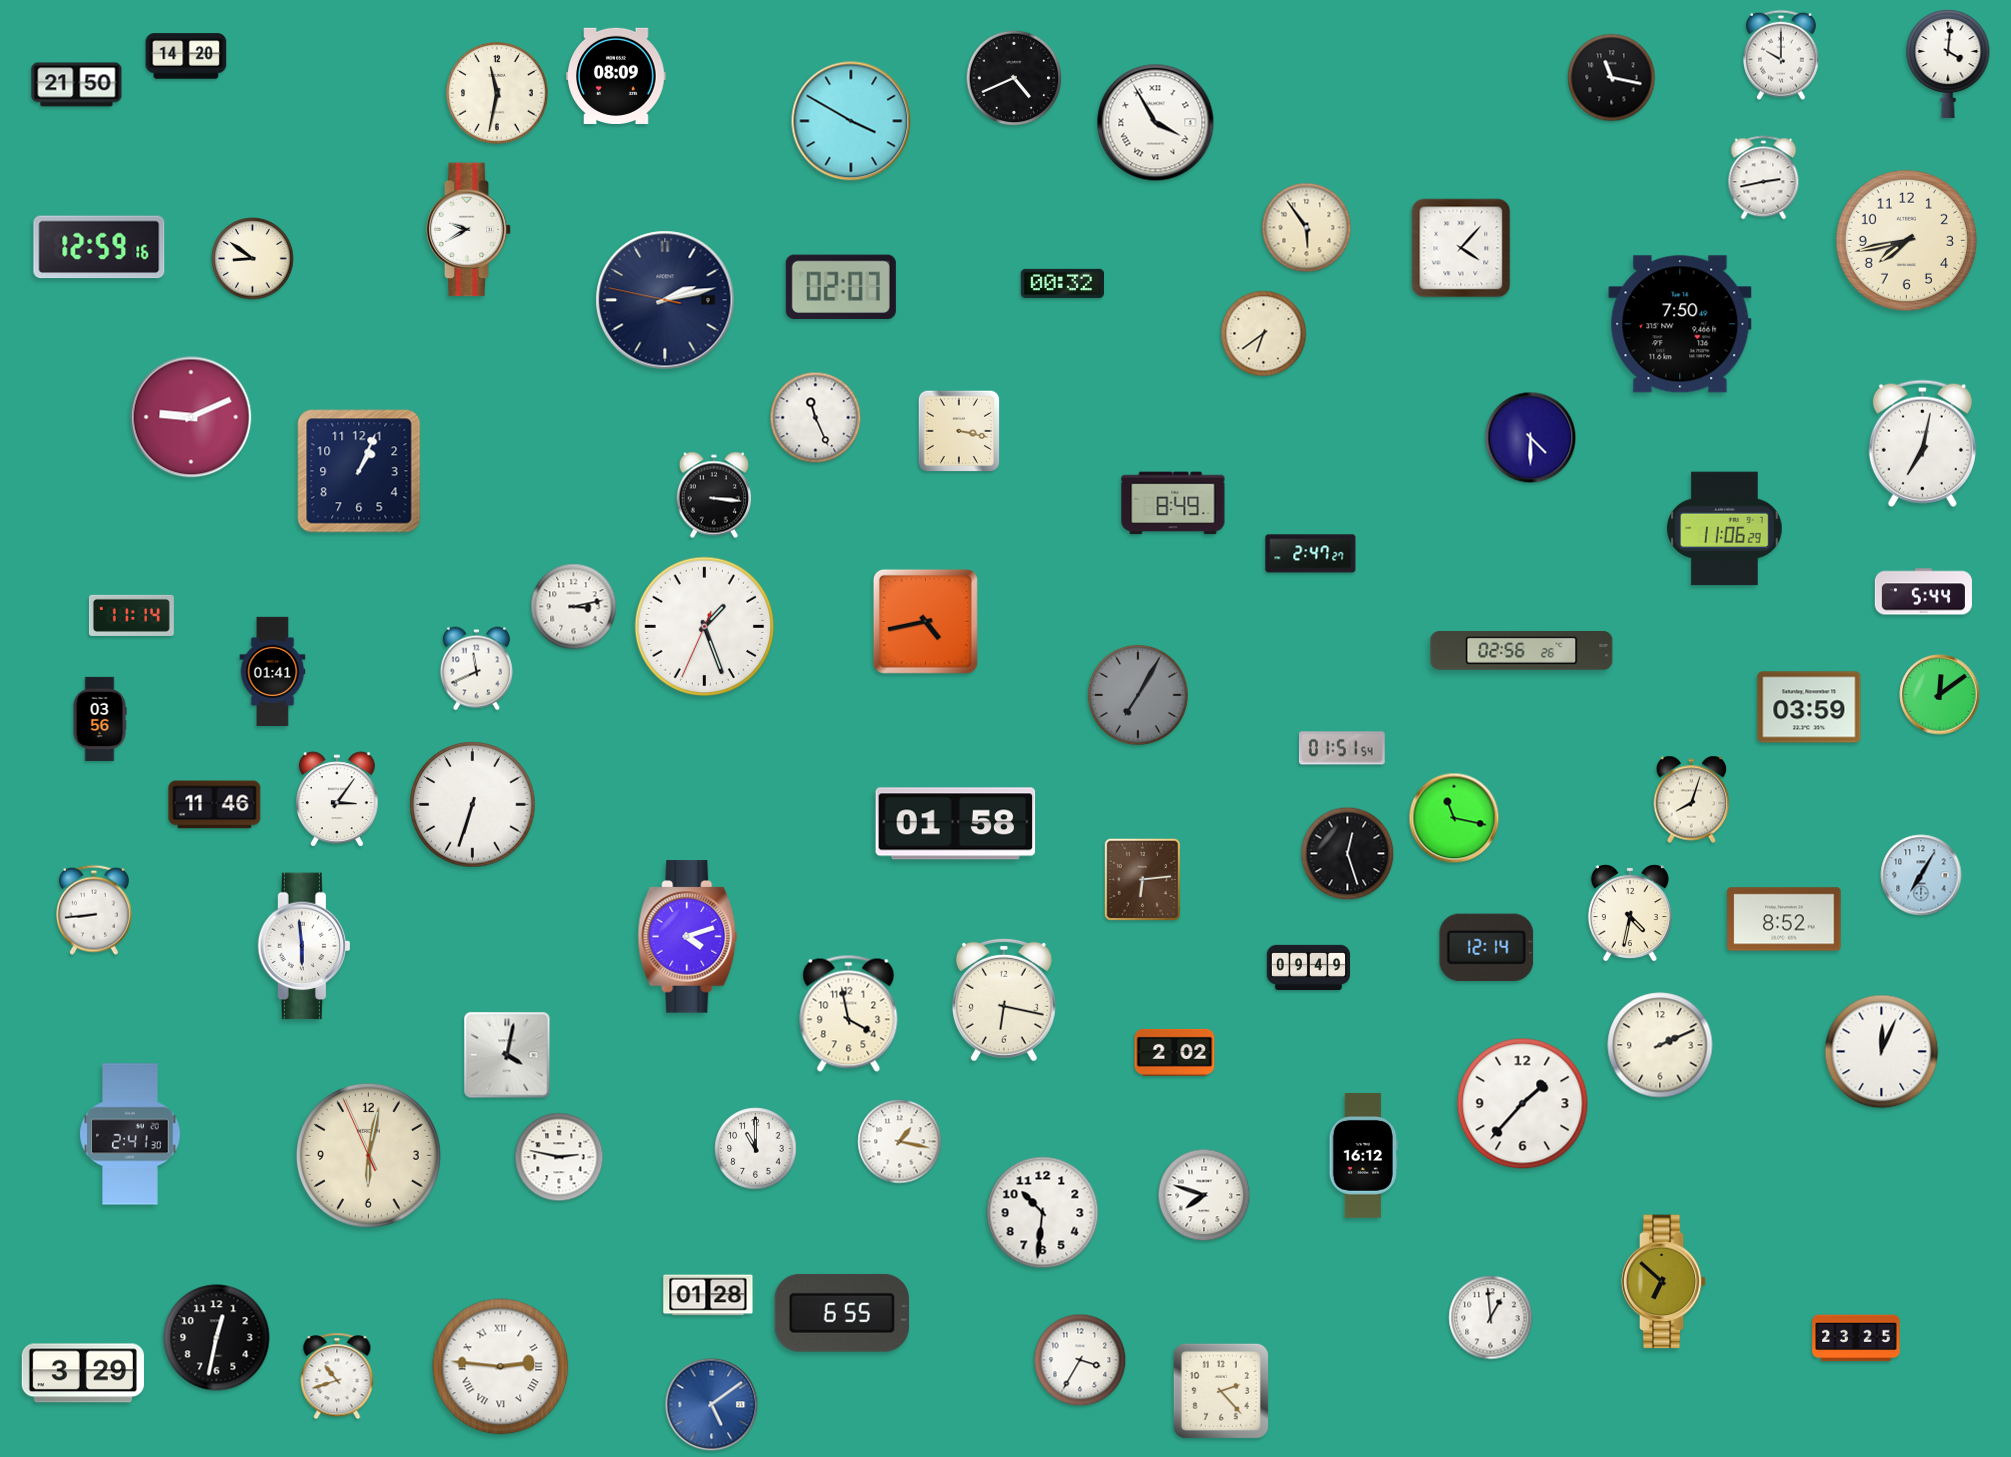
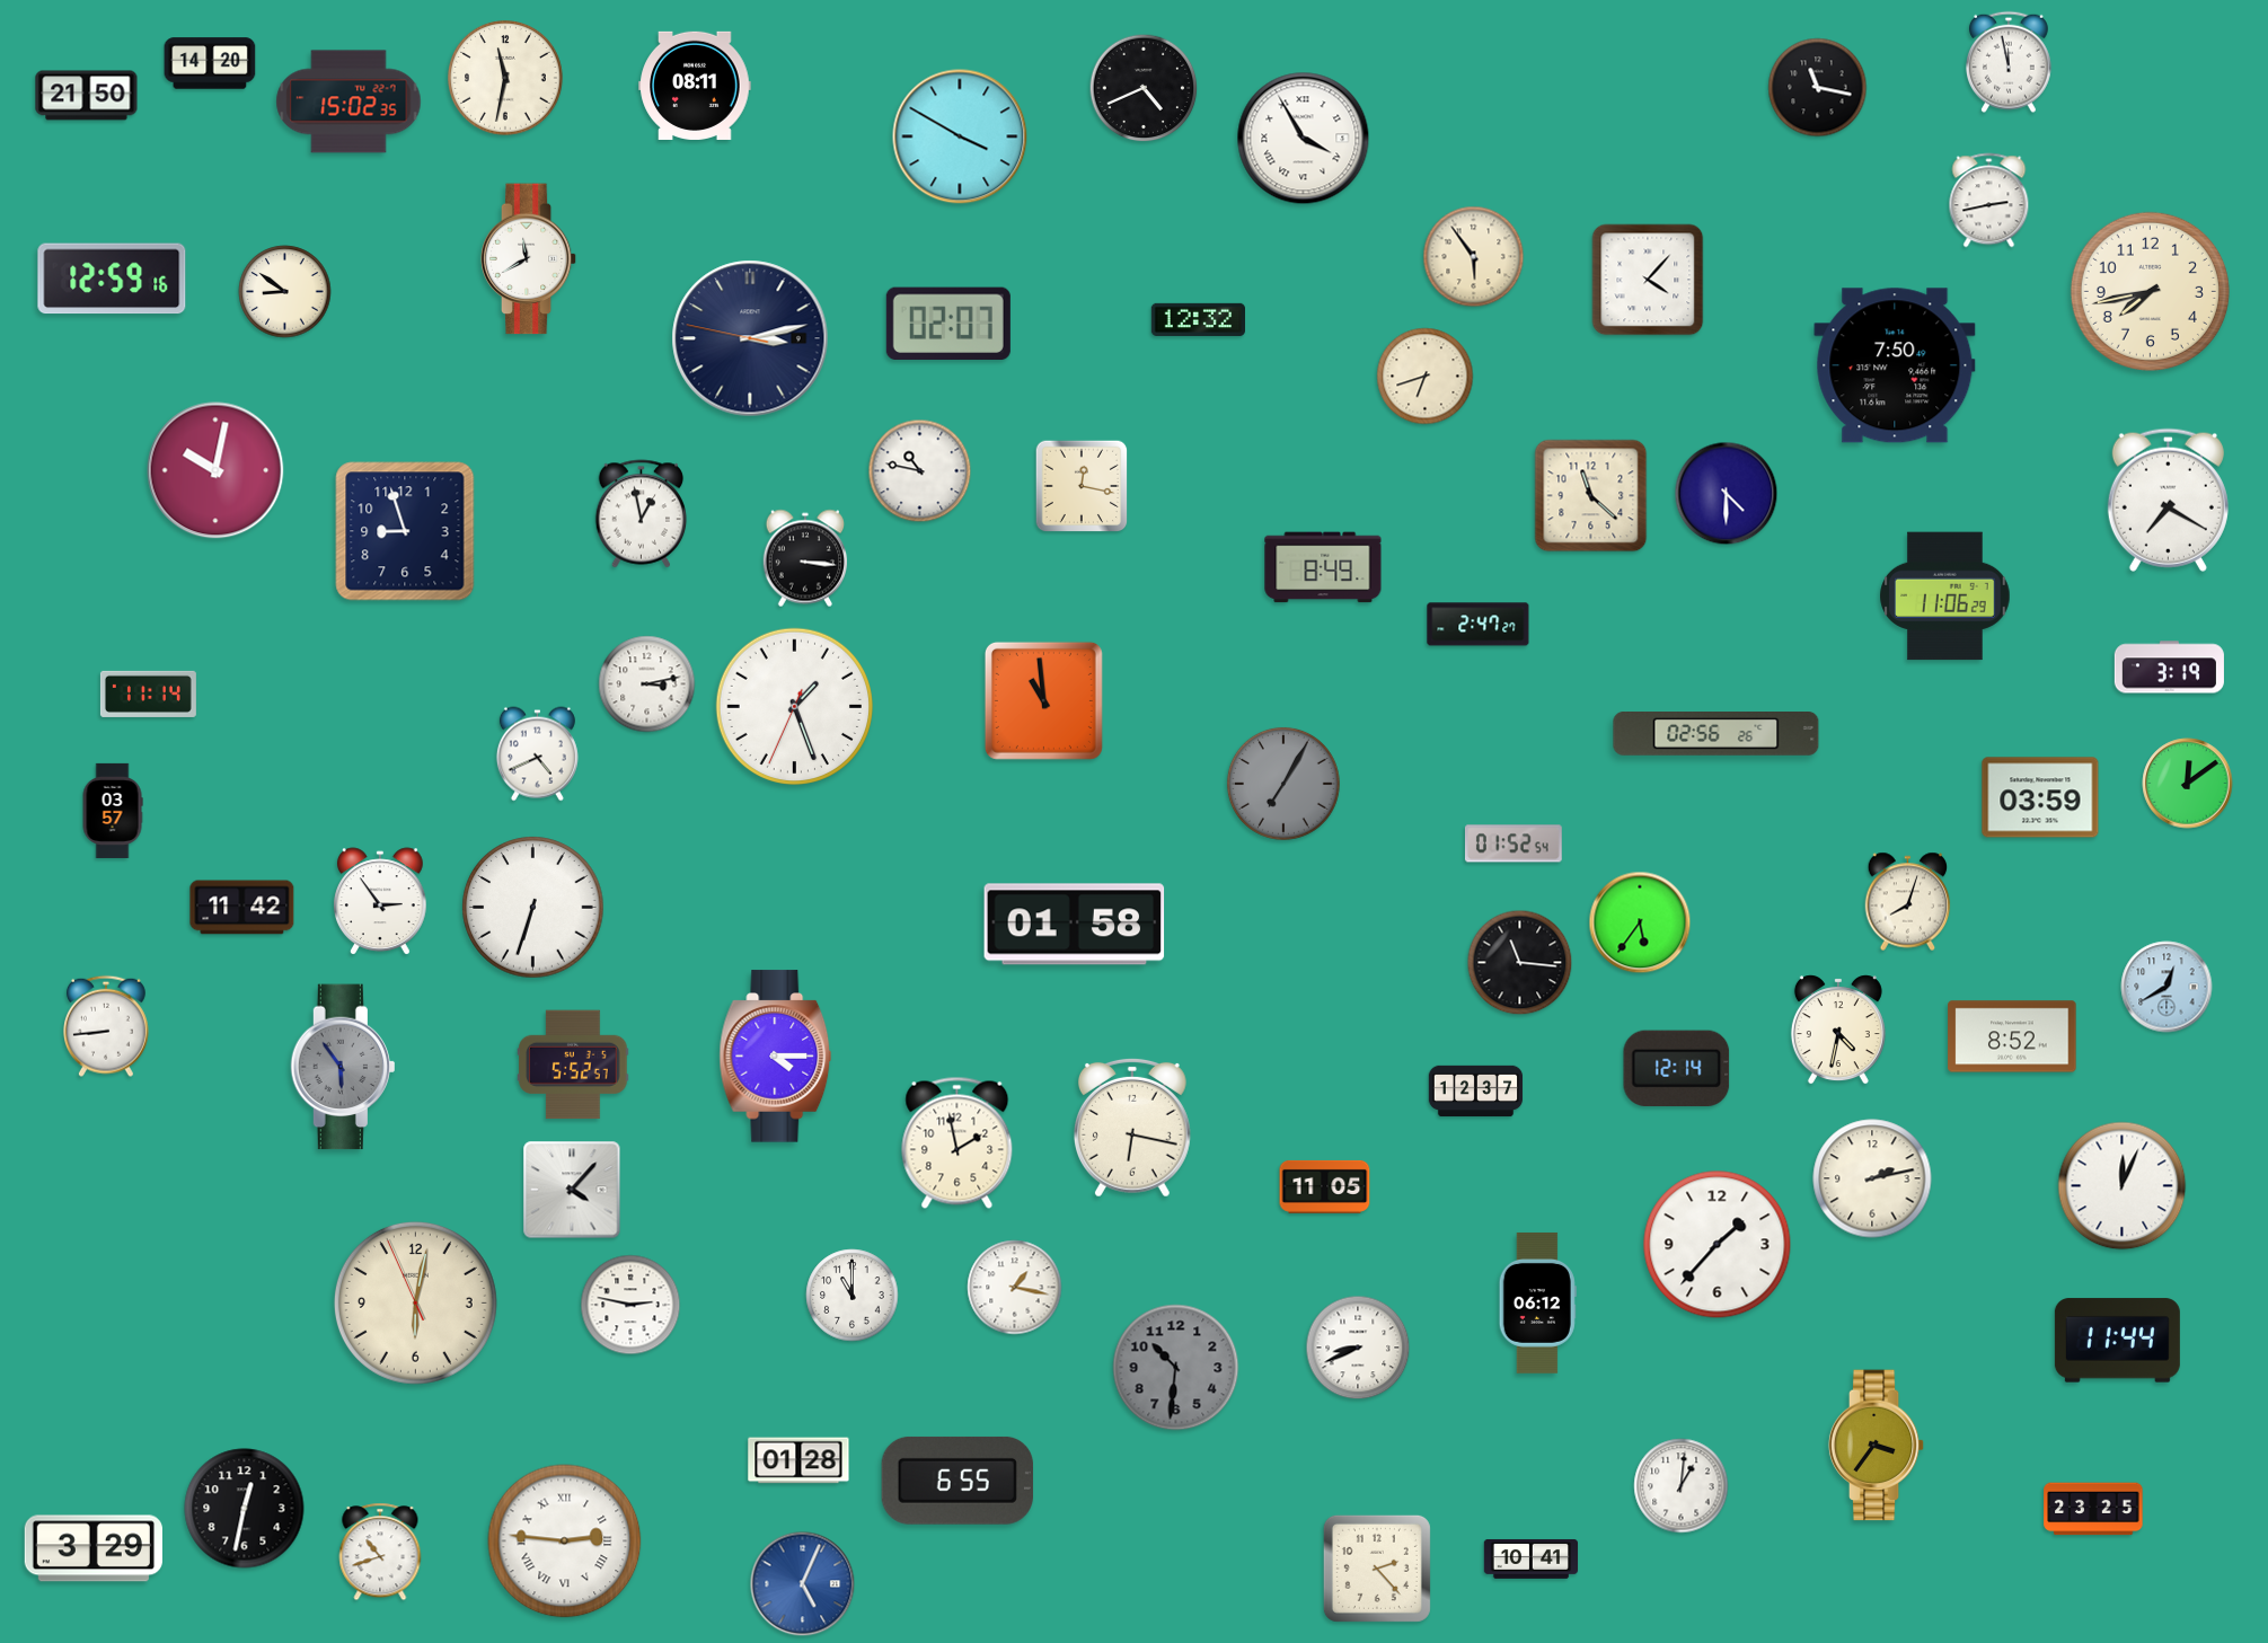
clock at (1782, 55): 10:00 -> 11:58
clock at (1948, 64): 4:01 -> none
clock at (616, 76): 08:09 -> 08:11
clock at (348, 101): none -> 15:02
clock at (497, 93) position: (497, 93) -> (505, 78)
clock at (469, 230): 9:40 -> 11:40
clock at (1906, 240) position: (1906, 240) -> (2150, 291)
clock at (1062, 283): 00:32 -> 12:32
clock at (665, 300): 2:12 -> 3:12
clock at (1264, 334): 6:39 -> 6:42
clock at (191, 417): 9:11 -> 10:02
clock at (816, 418): 11:26 -> 10:47
clock at (959, 431): 3:17 -> 12:17
clock at (1591, 496): none -> 11:22
clock at (1922, 443): 7:02 -> 7:20
clock at (642, 514): none -> 12:58
clock at (359, 471): 1:04 -> 8:57
clock at (1923, 592): 5:44 -> 3:19
clock at (925, 621): 4:43 -> 10:59
clock at (476, 669): 11:41 -> 4:41
clock at (273, 672): 01:41 -> none
clock at (100, 719): 03:56 -> 03:57
clock at (1342, 748): 01:51 -> 01:52
clock at (337, 799): 3:06 -> 2:54
clock at (215, 805): 11:46 -> 11:42
clock at (1454, 818): 11:17 -> 5:36
clock at (956, 824) position: (956, 824) -> (1075, 925)
clock at (1348, 854): 12:27 -> 11:16
clock at (1921, 875): 7:05 -> 12:40
clock at (1142, 879): 6:14 -> none
clock at (688, 937): 4:12 -> 4:15
clock at (573, 1065): none -> 5:52
clock at (304, 946): 5:59 -> 5:54
clock at (304, 946) dial: white -> grey
clock at (1309, 968): 09:49 -> 12:37
clock at (849, 1013): 3:58 -> 1:58
clock at (1660, 1045): 2:11 -> 2:13
clock at (1175, 1052): 2:02 -> 11:05
clock at (507, 1055): 4:02 -> 4:07
clock at (130, 1134): 2:41 -> none
clock at (1363, 1155): 16:12 -> 06:12
clock at (2117, 1341): none -> 11:44
clock at (1204, 1195): 7:48 -> 8:41
clock at (1043, 1213) dial: white -> grey
clock at (1664, 1282): 6:52 -> 3:36
clock at (842, 1313) position: (842, 1313) -> (957, 1481)
clock at (1491, 1318): 12:59 -> 1:01
clock at (1080, 1360): 3:35 -> none
clock at (1532, 1558): none -> 10:41
clock at (712, 1405): 5:09 -> 5:04
